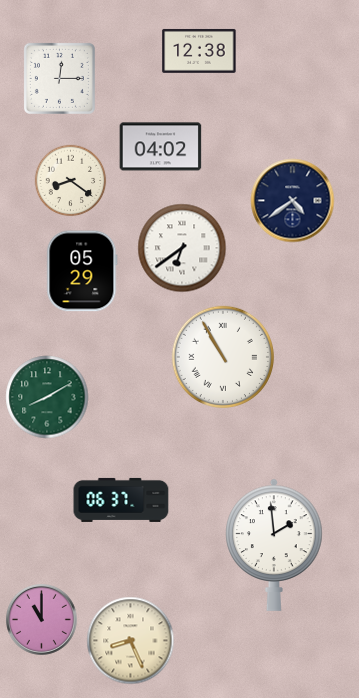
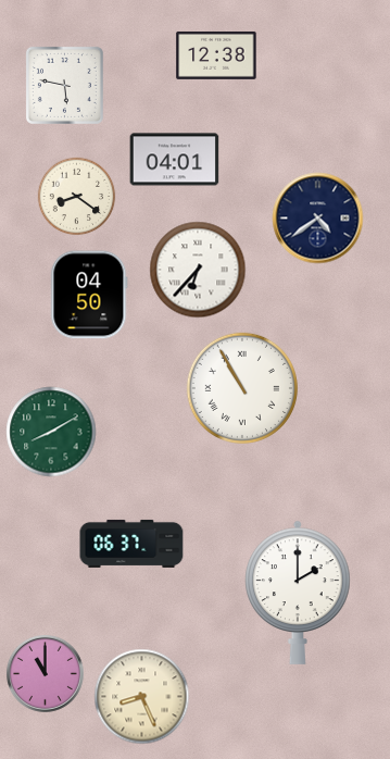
clock at (59, 78): 12:15 -> 5:47
clock at (161, 147): 04:02 -> 04:01
clock at (182, 248): 6:39 -> 6:37
clock at (82, 271): 05:29 -> 04:50
clock at (274, 545): 1:59 -> 2:00
